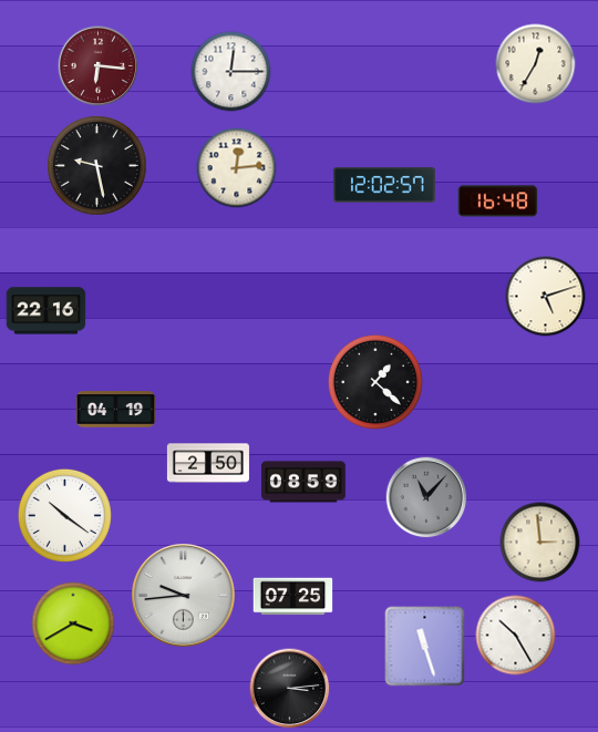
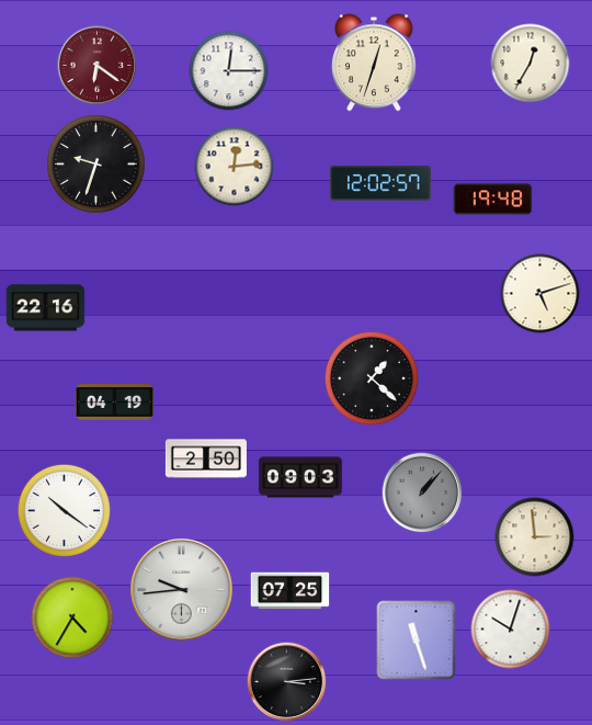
clock at (375, 63): none -> 12:33
clock at (99, 66): 6:16 -> 6:21
clock at (97, 166): 9:28 -> 9:33
clock at (498, 202): 16:48 -> 19:48
clock at (116, 410) position: (116, 410) -> (115, 403)
clock at (303, 482): 08:59 -> 09:03
clock at (426, 497): 11:07 -> 1:07
clock at (73, 623): 3:40 -> 4:35
clock at (516, 636): 10:25 -> 10:03
clock at (425, 647) position: (425, 647) -> (417, 641)
